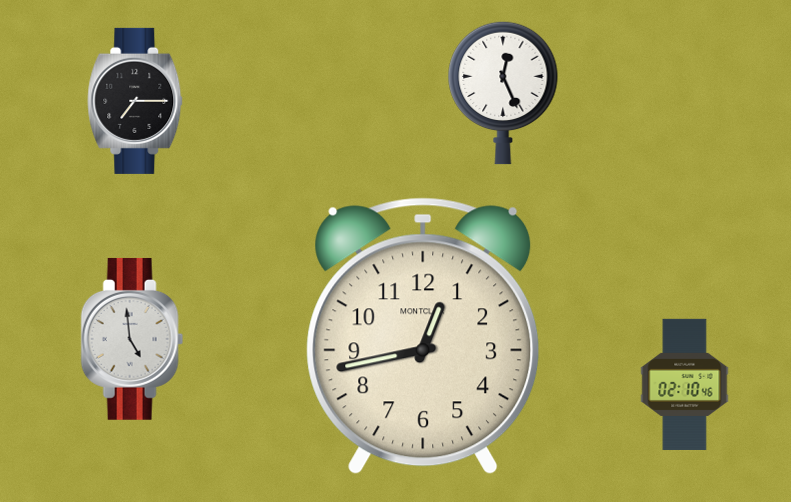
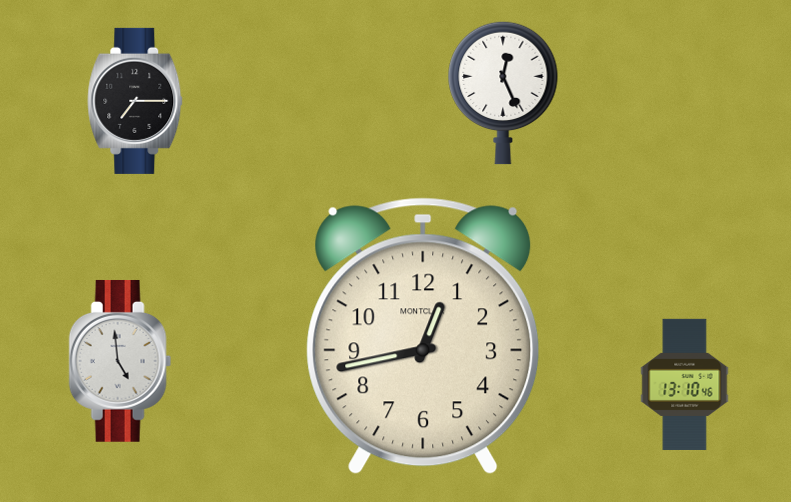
clock at (132, 339) position: (132, 339) -> (120, 361)
clock at (685, 384): 02:10 -> 13:10
